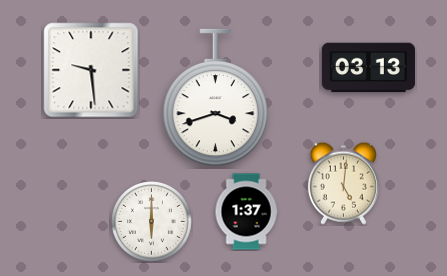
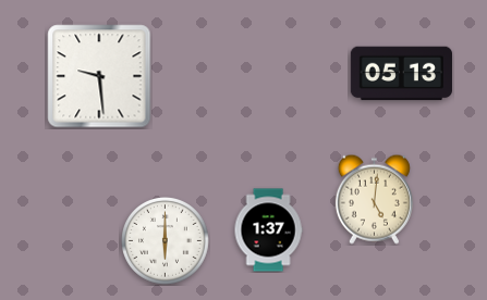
clock at (368, 68): 03:13 -> 05:13
clock at (215, 98): 3:42 -> none
